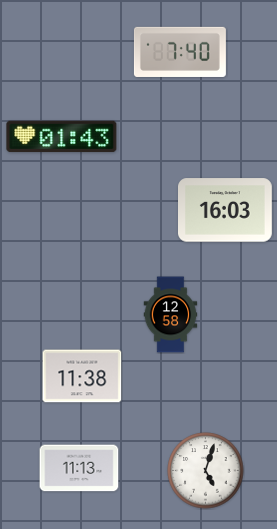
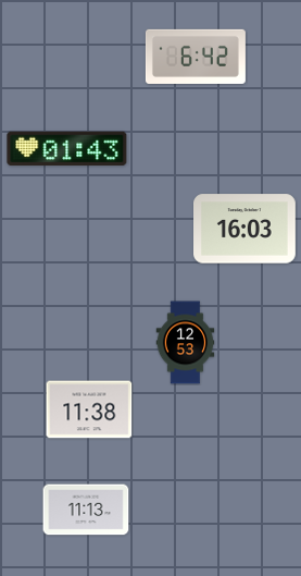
clock at (180, 52): 7:40 -> 6:42
clock at (171, 315): 12:58 -> 12:53
clock at (206, 471): 5:03 -> none
